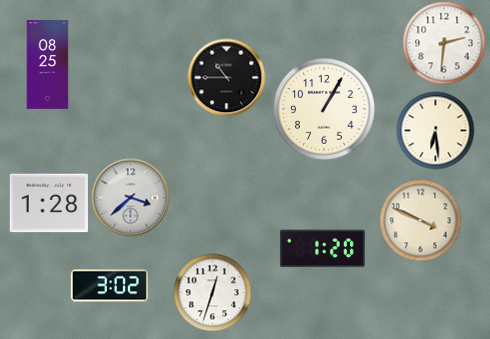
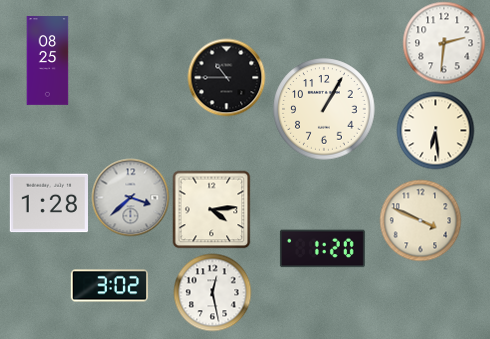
clock at (48, 65) position: (48, 65) -> (48, 61)
clock at (211, 209): none -> 4:14
clock at (212, 292): 12:33 -> 12:28
